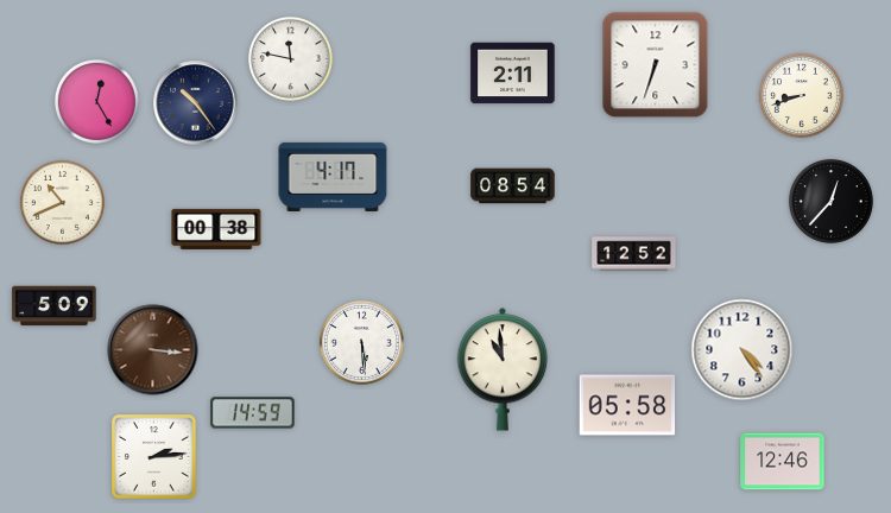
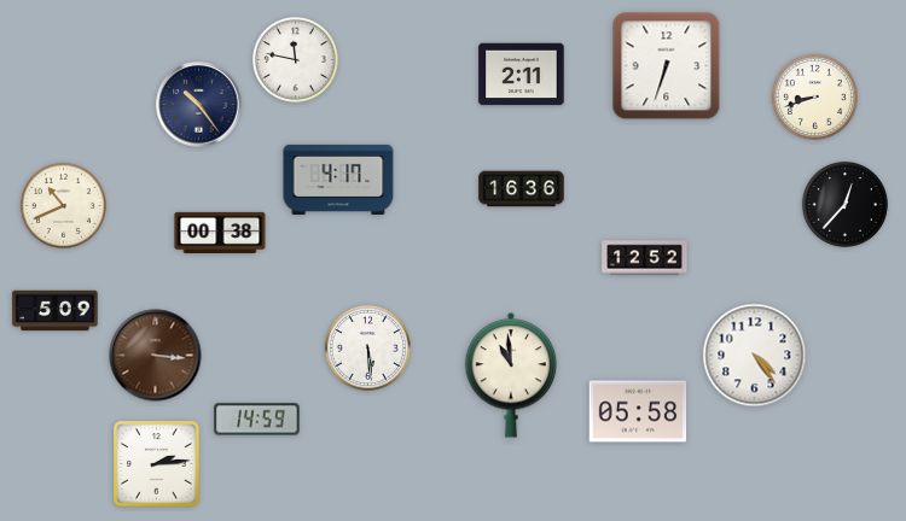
clock at (96, 101): 12:25 -> none
clock at (513, 186): 08:54 -> 16:36
clock at (783, 462): 12:46 -> none
